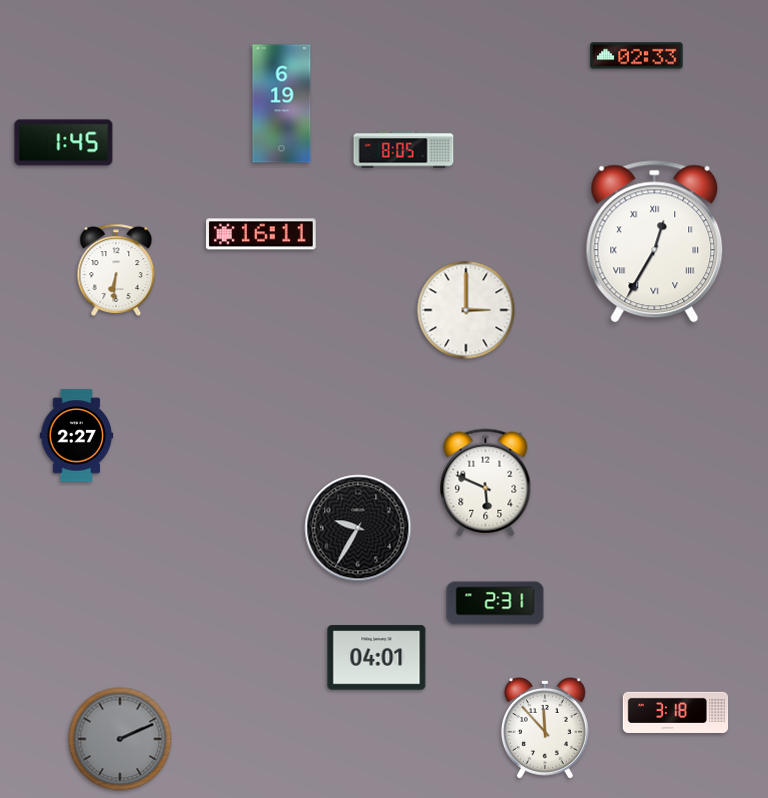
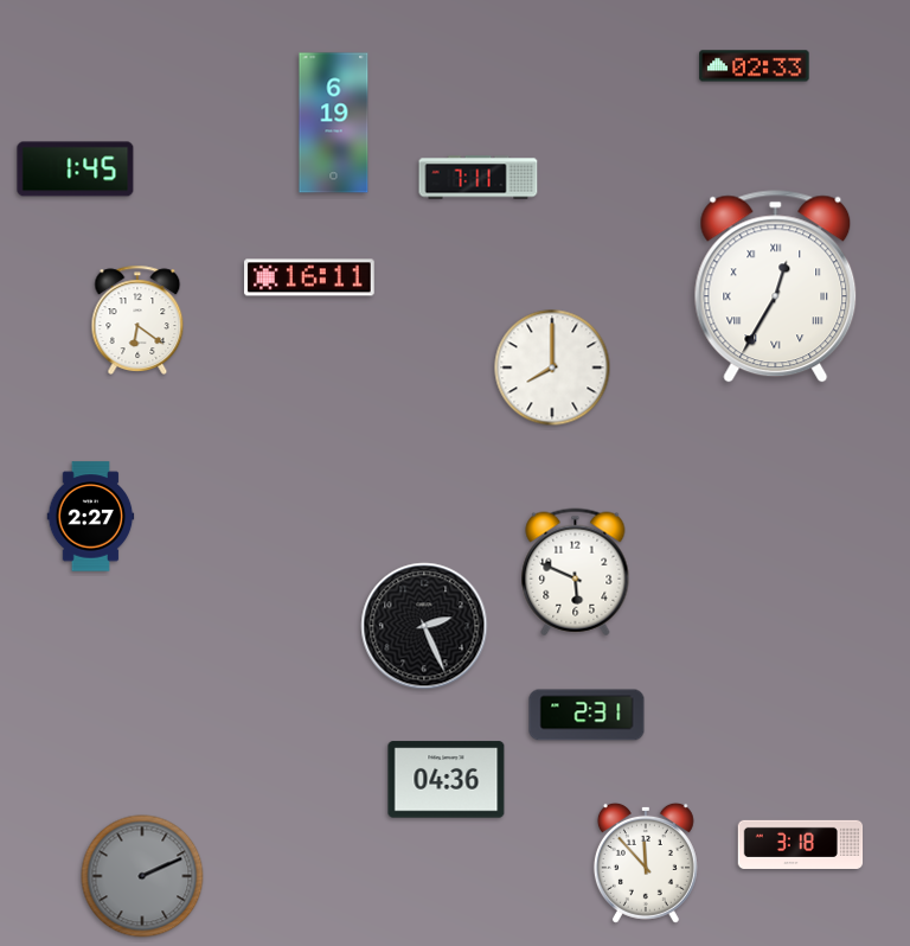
clock at (404, 150): 8:05 -> 7:11
clock at (116, 270): 6:31 -> 6:21
clock at (466, 310): 3:00 -> 8:00
clock at (358, 528): 9:35 -> 2:26
clock at (377, 658): 04:01 -> 04:36
